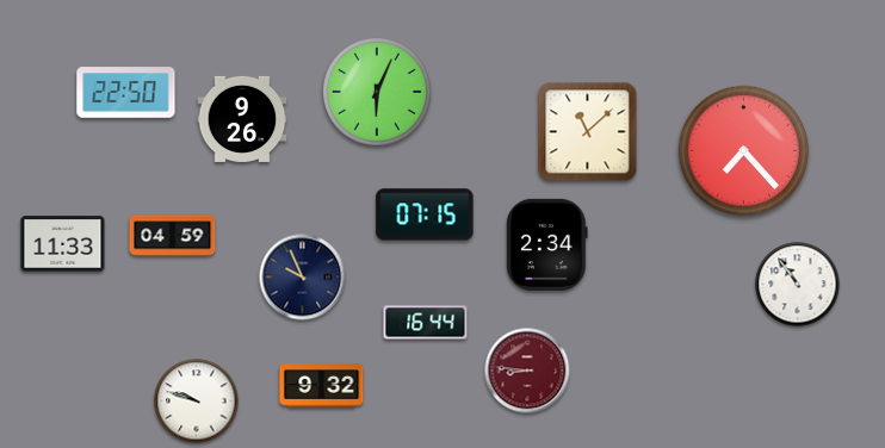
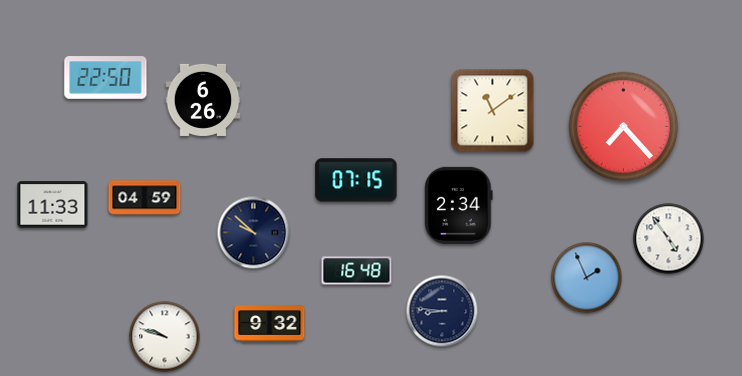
clock at (378, 93): 6:04 -> none
clock at (242, 119): 9:26 -> 6:26
clock at (588, 132): 11:08 -> 11:09
clock at (303, 278): 9:56 -> 9:52
clock at (798, 285): 10:54 -> 4:54
clock at (426, 323): 16:44 -> 16:48
clock at (587, 278): none -> 1:56
clock at (527, 371) dial: burgundy -> navy
